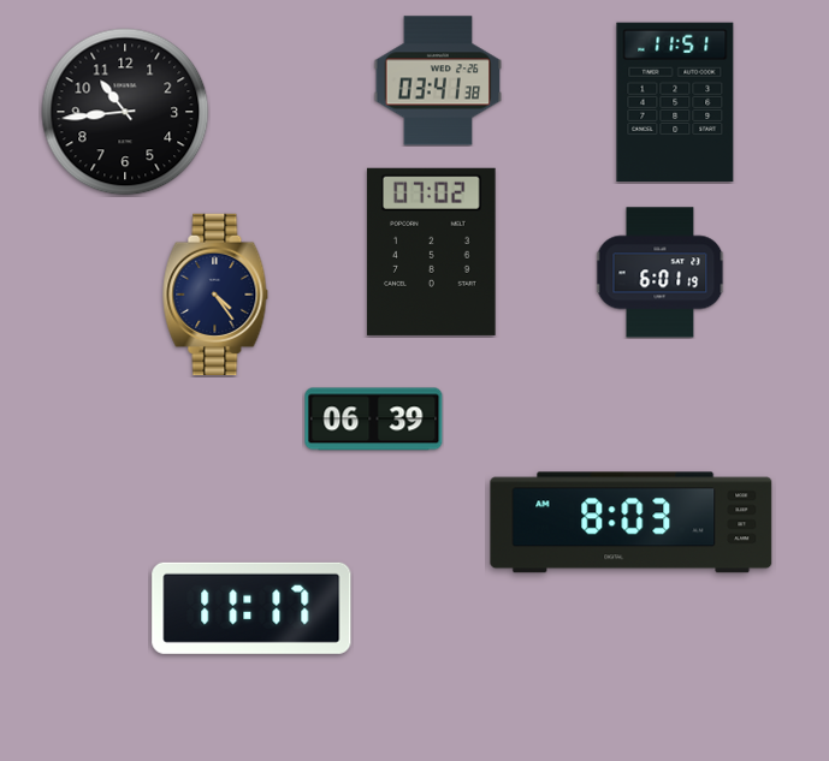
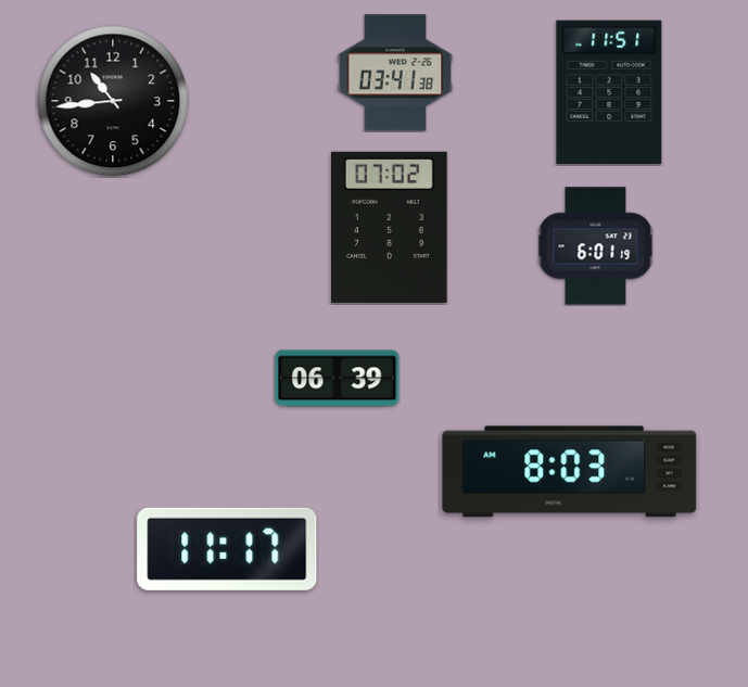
clock at (215, 295): 4:24 -> none
